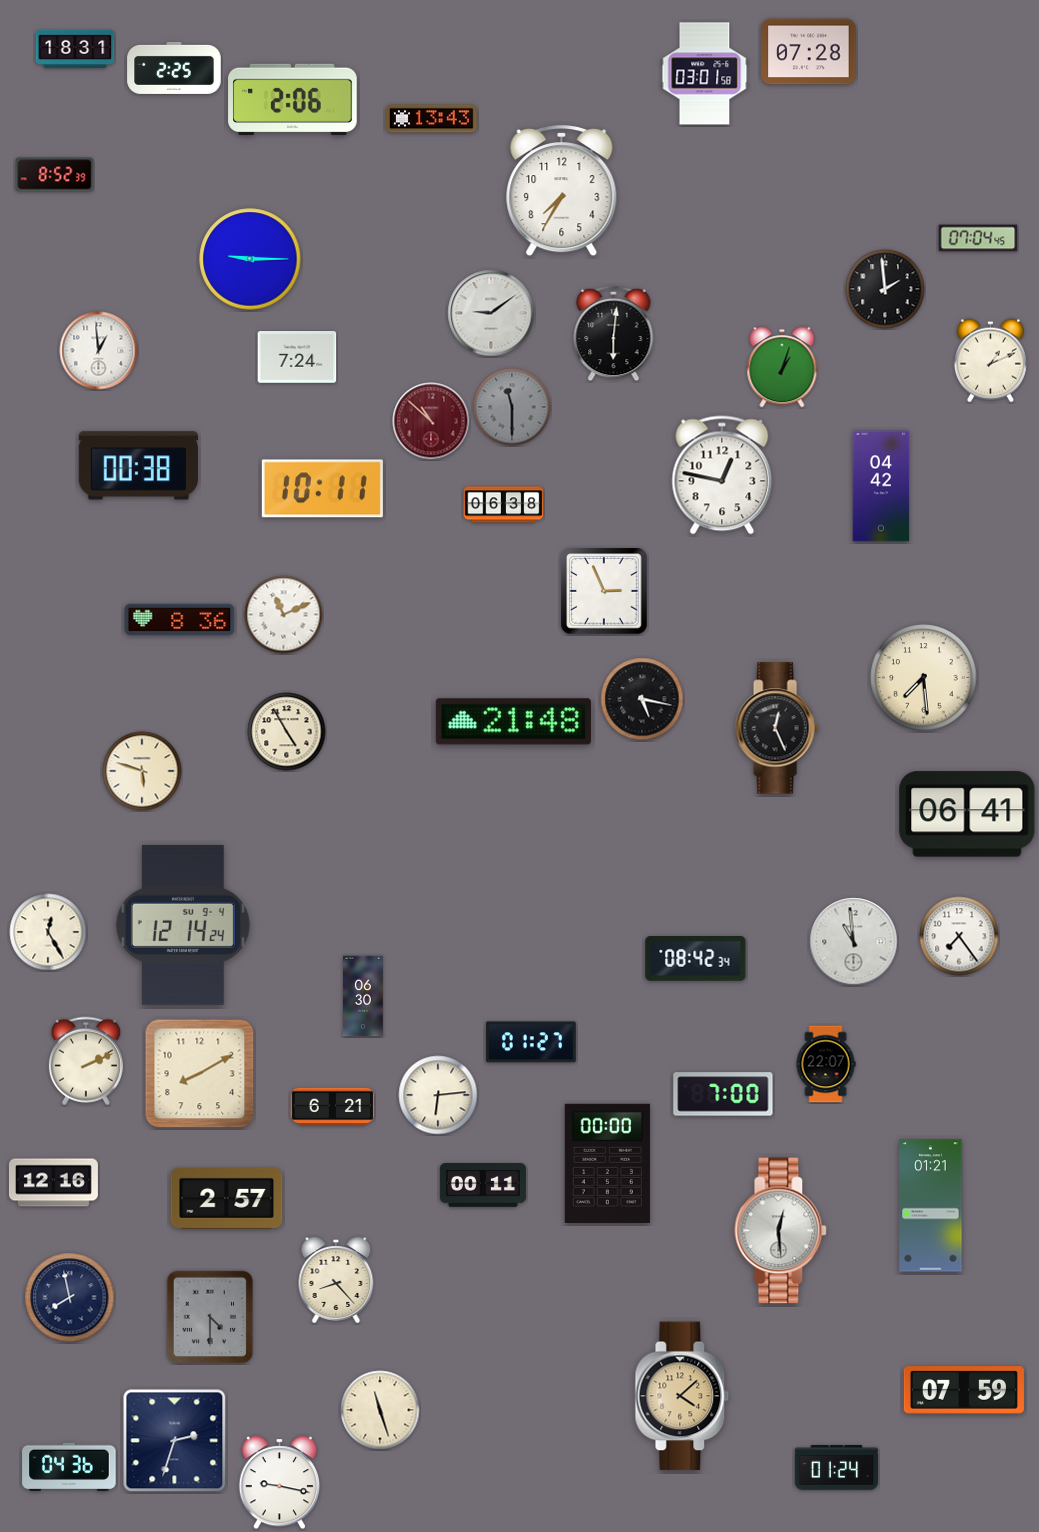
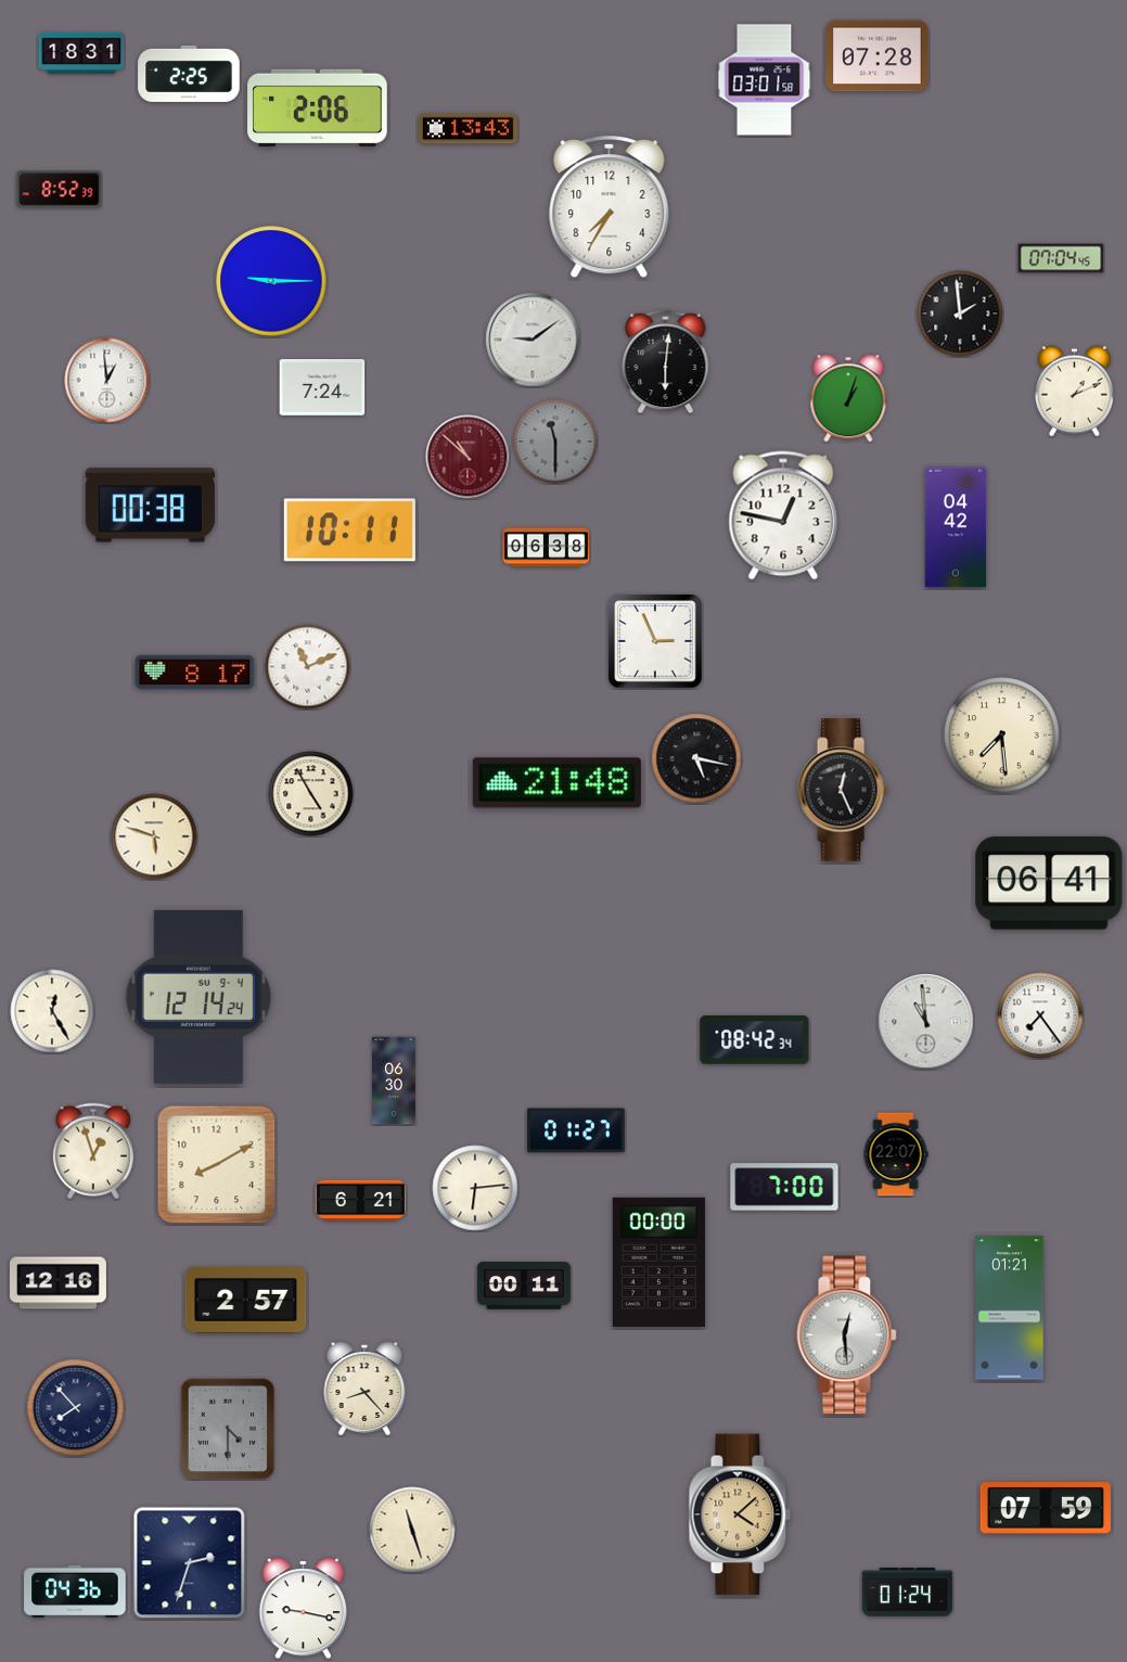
clock at (180, 620): 8:36 -> 8:17
clock at (183, 925) position: (183, 925) -> (198, 997)
clock at (86, 1061): 2:11 -> 12:57
clock at (70, 1298): 7:58 -> 7:53
